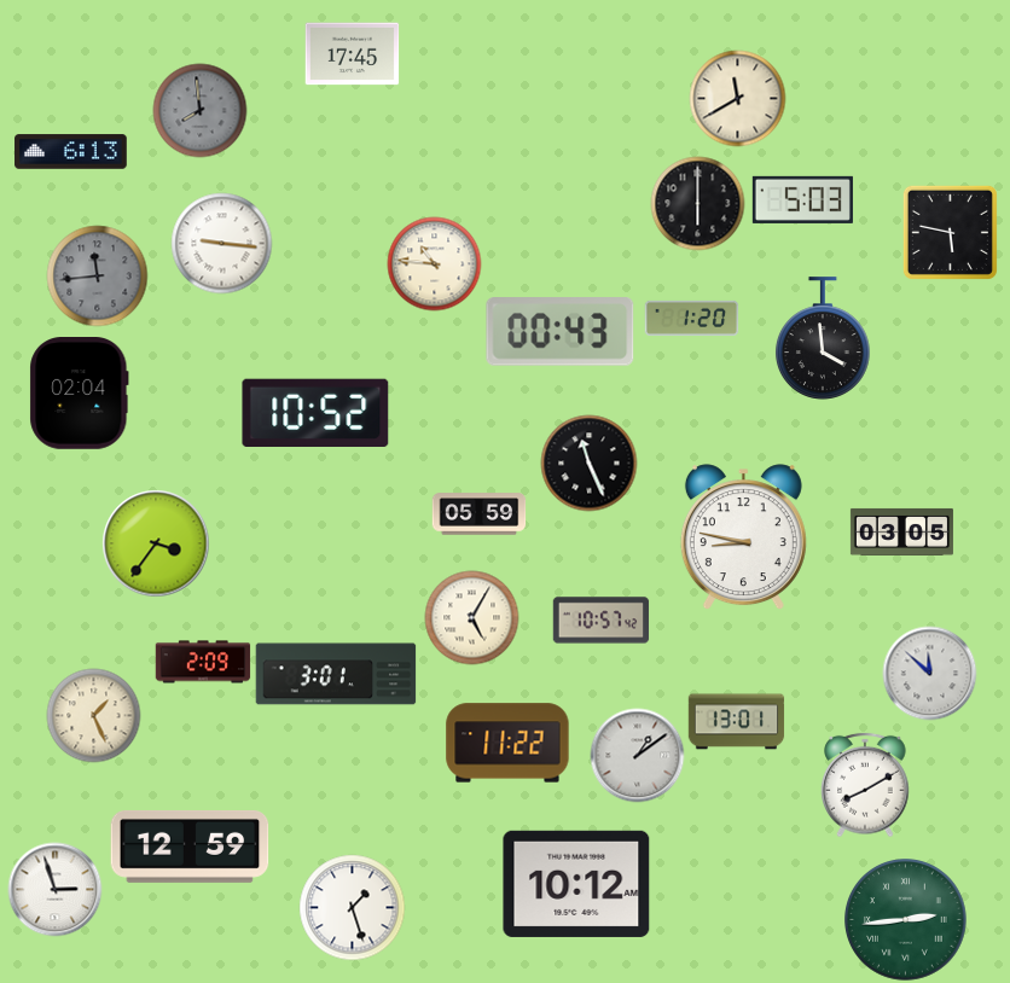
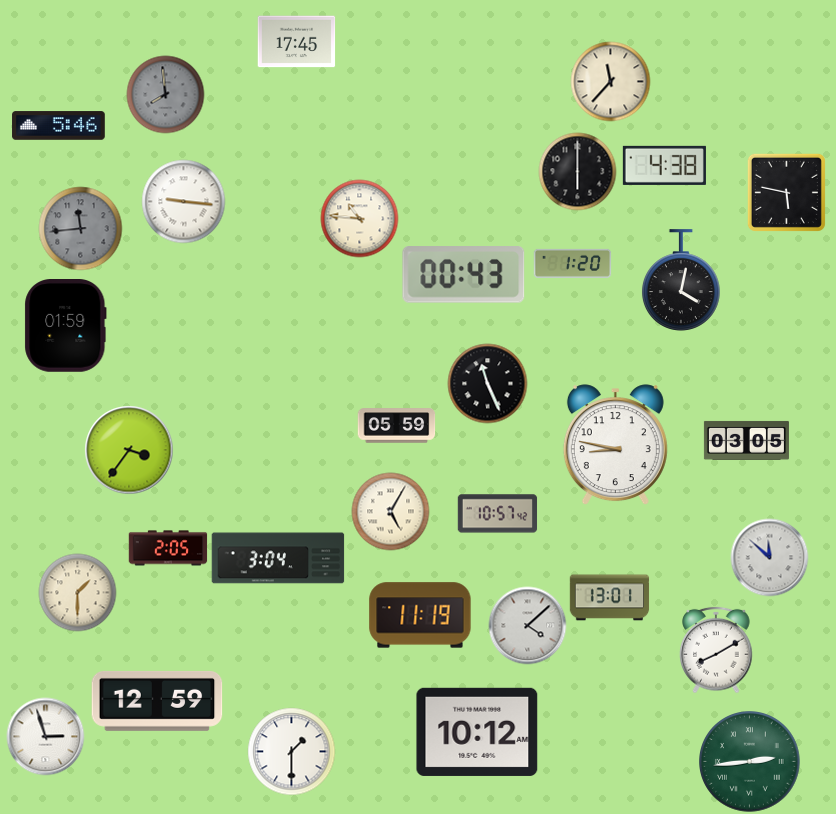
clock at (352, 54) position: (352, 54) -> (296, 42)
clock at (737, 98): 11:40 -> 11:37
clock at (199, 110) position: (199, 110) -> (165, 94)
clock at (71, 152): 6:13 -> 5:46
clock at (802, 199): 5:03 -> 4:38
clock at (697, 203) position: (697, 203) -> (577, 171)
clock at (823, 338): 3:59 -> 4:02
clock at (80, 394): 02:04 -> 01:59
clock at (315, 413): 10:52 -> none
clock at (203, 662): 2:09 -> 2:05
clock at (336, 674): 3:01 -> 3:04
clock at (93, 715): 1:26 -> 1:30
clock at (507, 743): 11:22 -> 11:19
clock at (637, 755): 1:09 -> 4:08
clock at (352, 907): 1:27 -> 1:30
